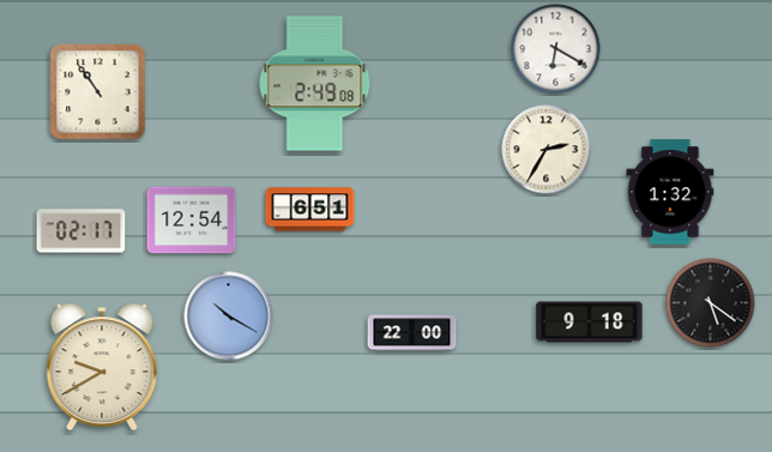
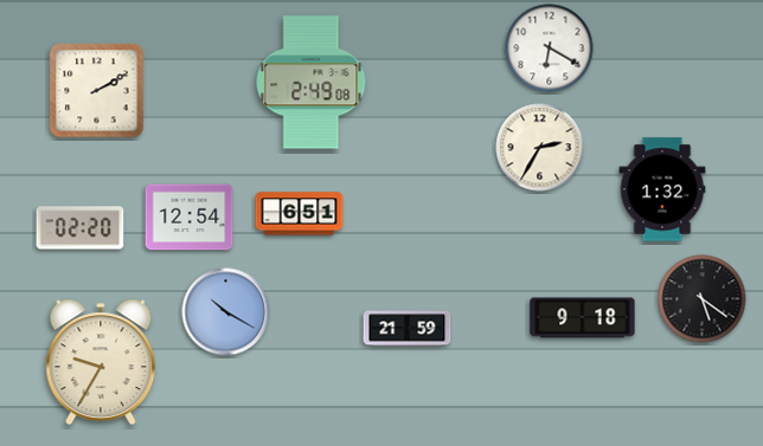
clock at (98, 92): 10:54 -> 2:10
clock at (310, 210) position: (310, 210) -> (300, 214)
clock at (82, 231): 02:17 -> 02:20
clock at (412, 333): 22:00 -> 21:59
clock at (102, 367): 9:40 -> 9:35
